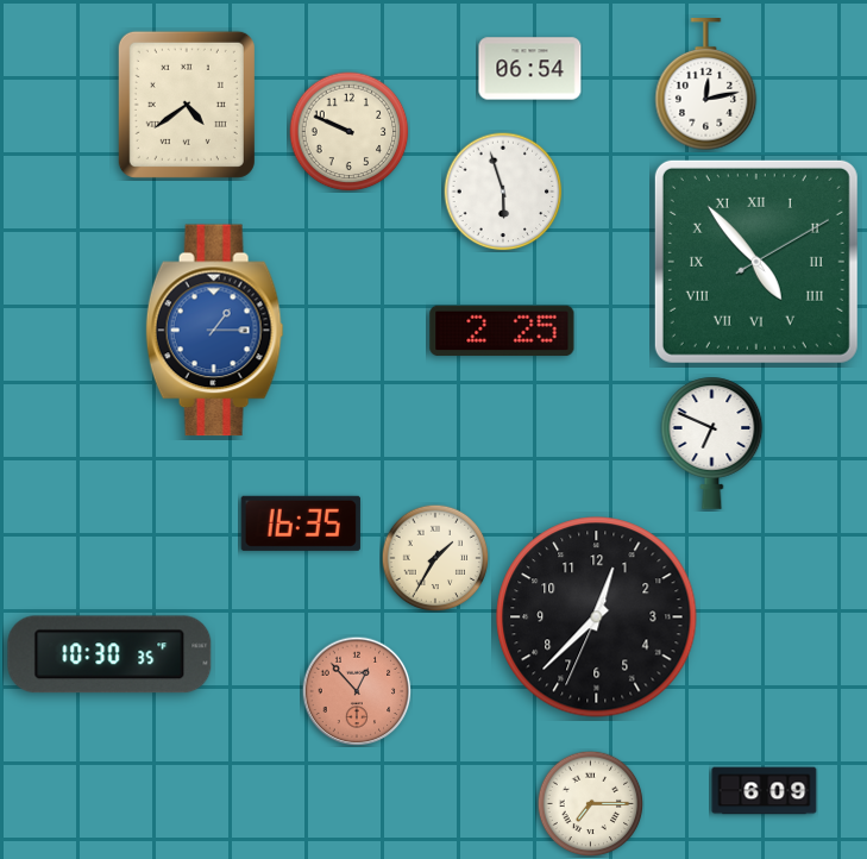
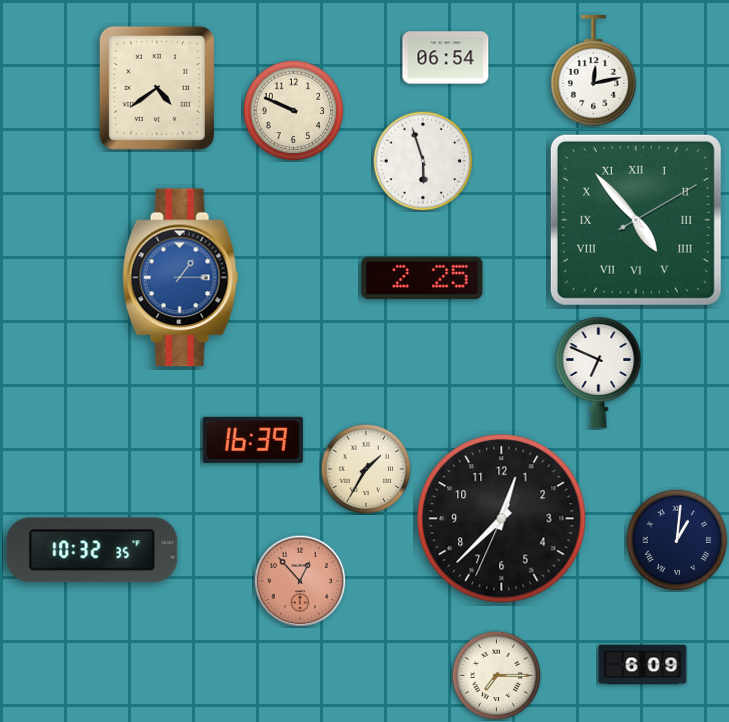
clock at (301, 523): 16:35 -> 16:39
clock at (677, 540): none -> 1:01
clock at (109, 654): 10:30 -> 10:32
